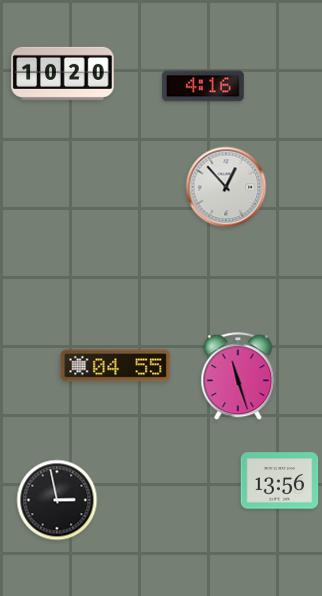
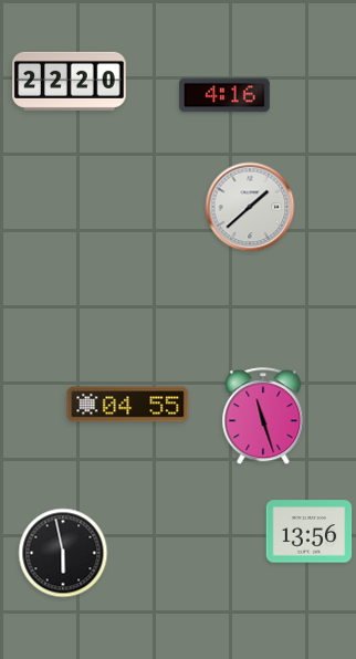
clock at (63, 73): 10:20 -> 22:20
clock at (226, 187): 12:53 -> 1:38
clock at (57, 500): 2:58 -> 5:58
